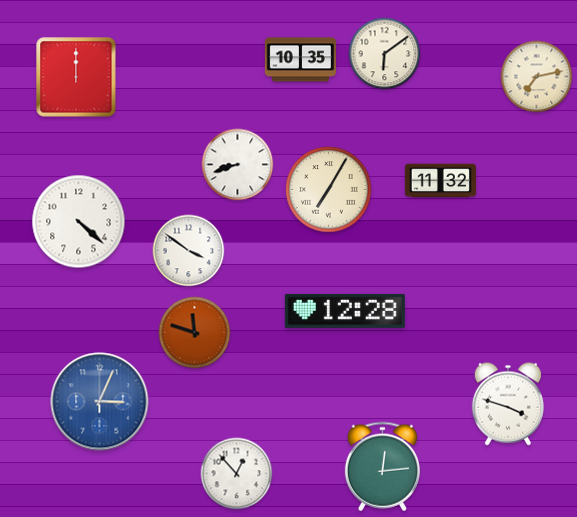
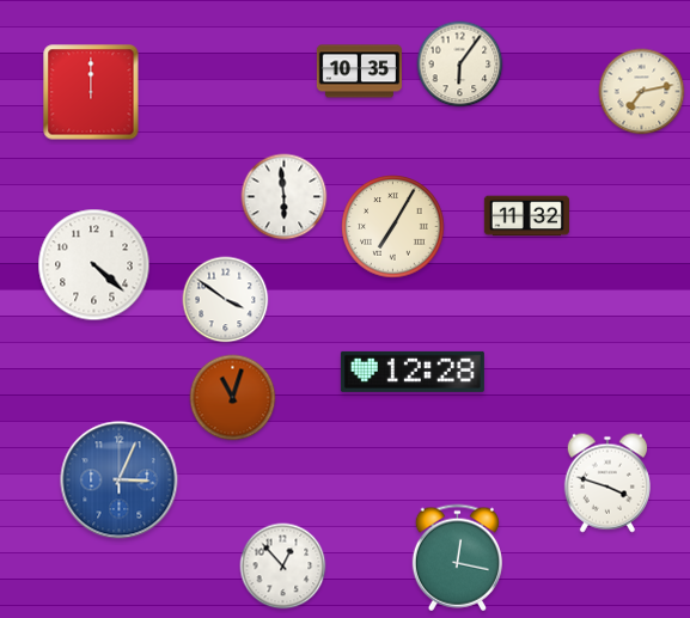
clock at (385, 54): 6:09 -> 6:06
clock at (238, 165): 8:42 -> 5:59
clock at (195, 333): 11:48 -> 11:03
clock at (382, 467): 12:14 -> 12:17
